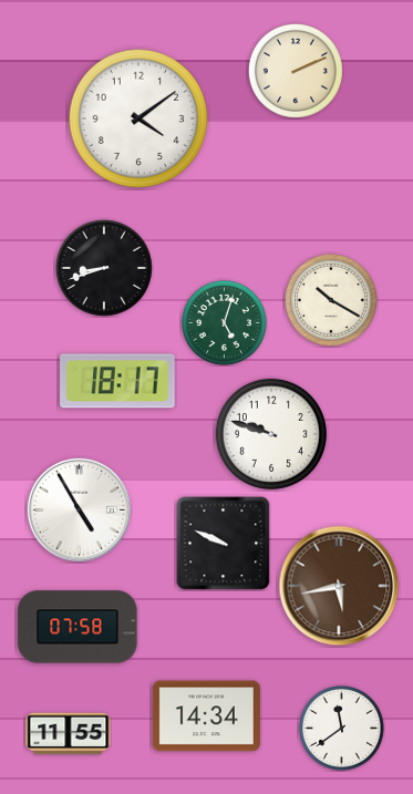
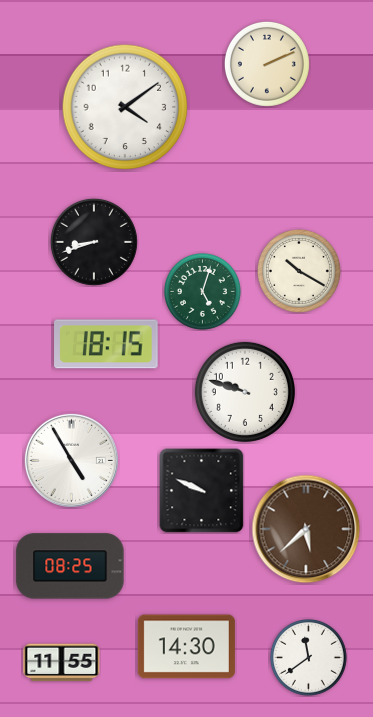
clock at (117, 381): 18:17 -> 18:15
clock at (339, 586): 5:43 -> 5:38
clock at (78, 627): 07:58 -> 08:25
clock at (206, 716): 14:34 -> 14:30
